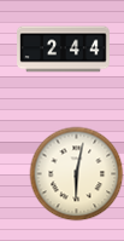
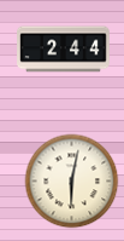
clock at (76, 173) position: (76, 173) -> (71, 180)
